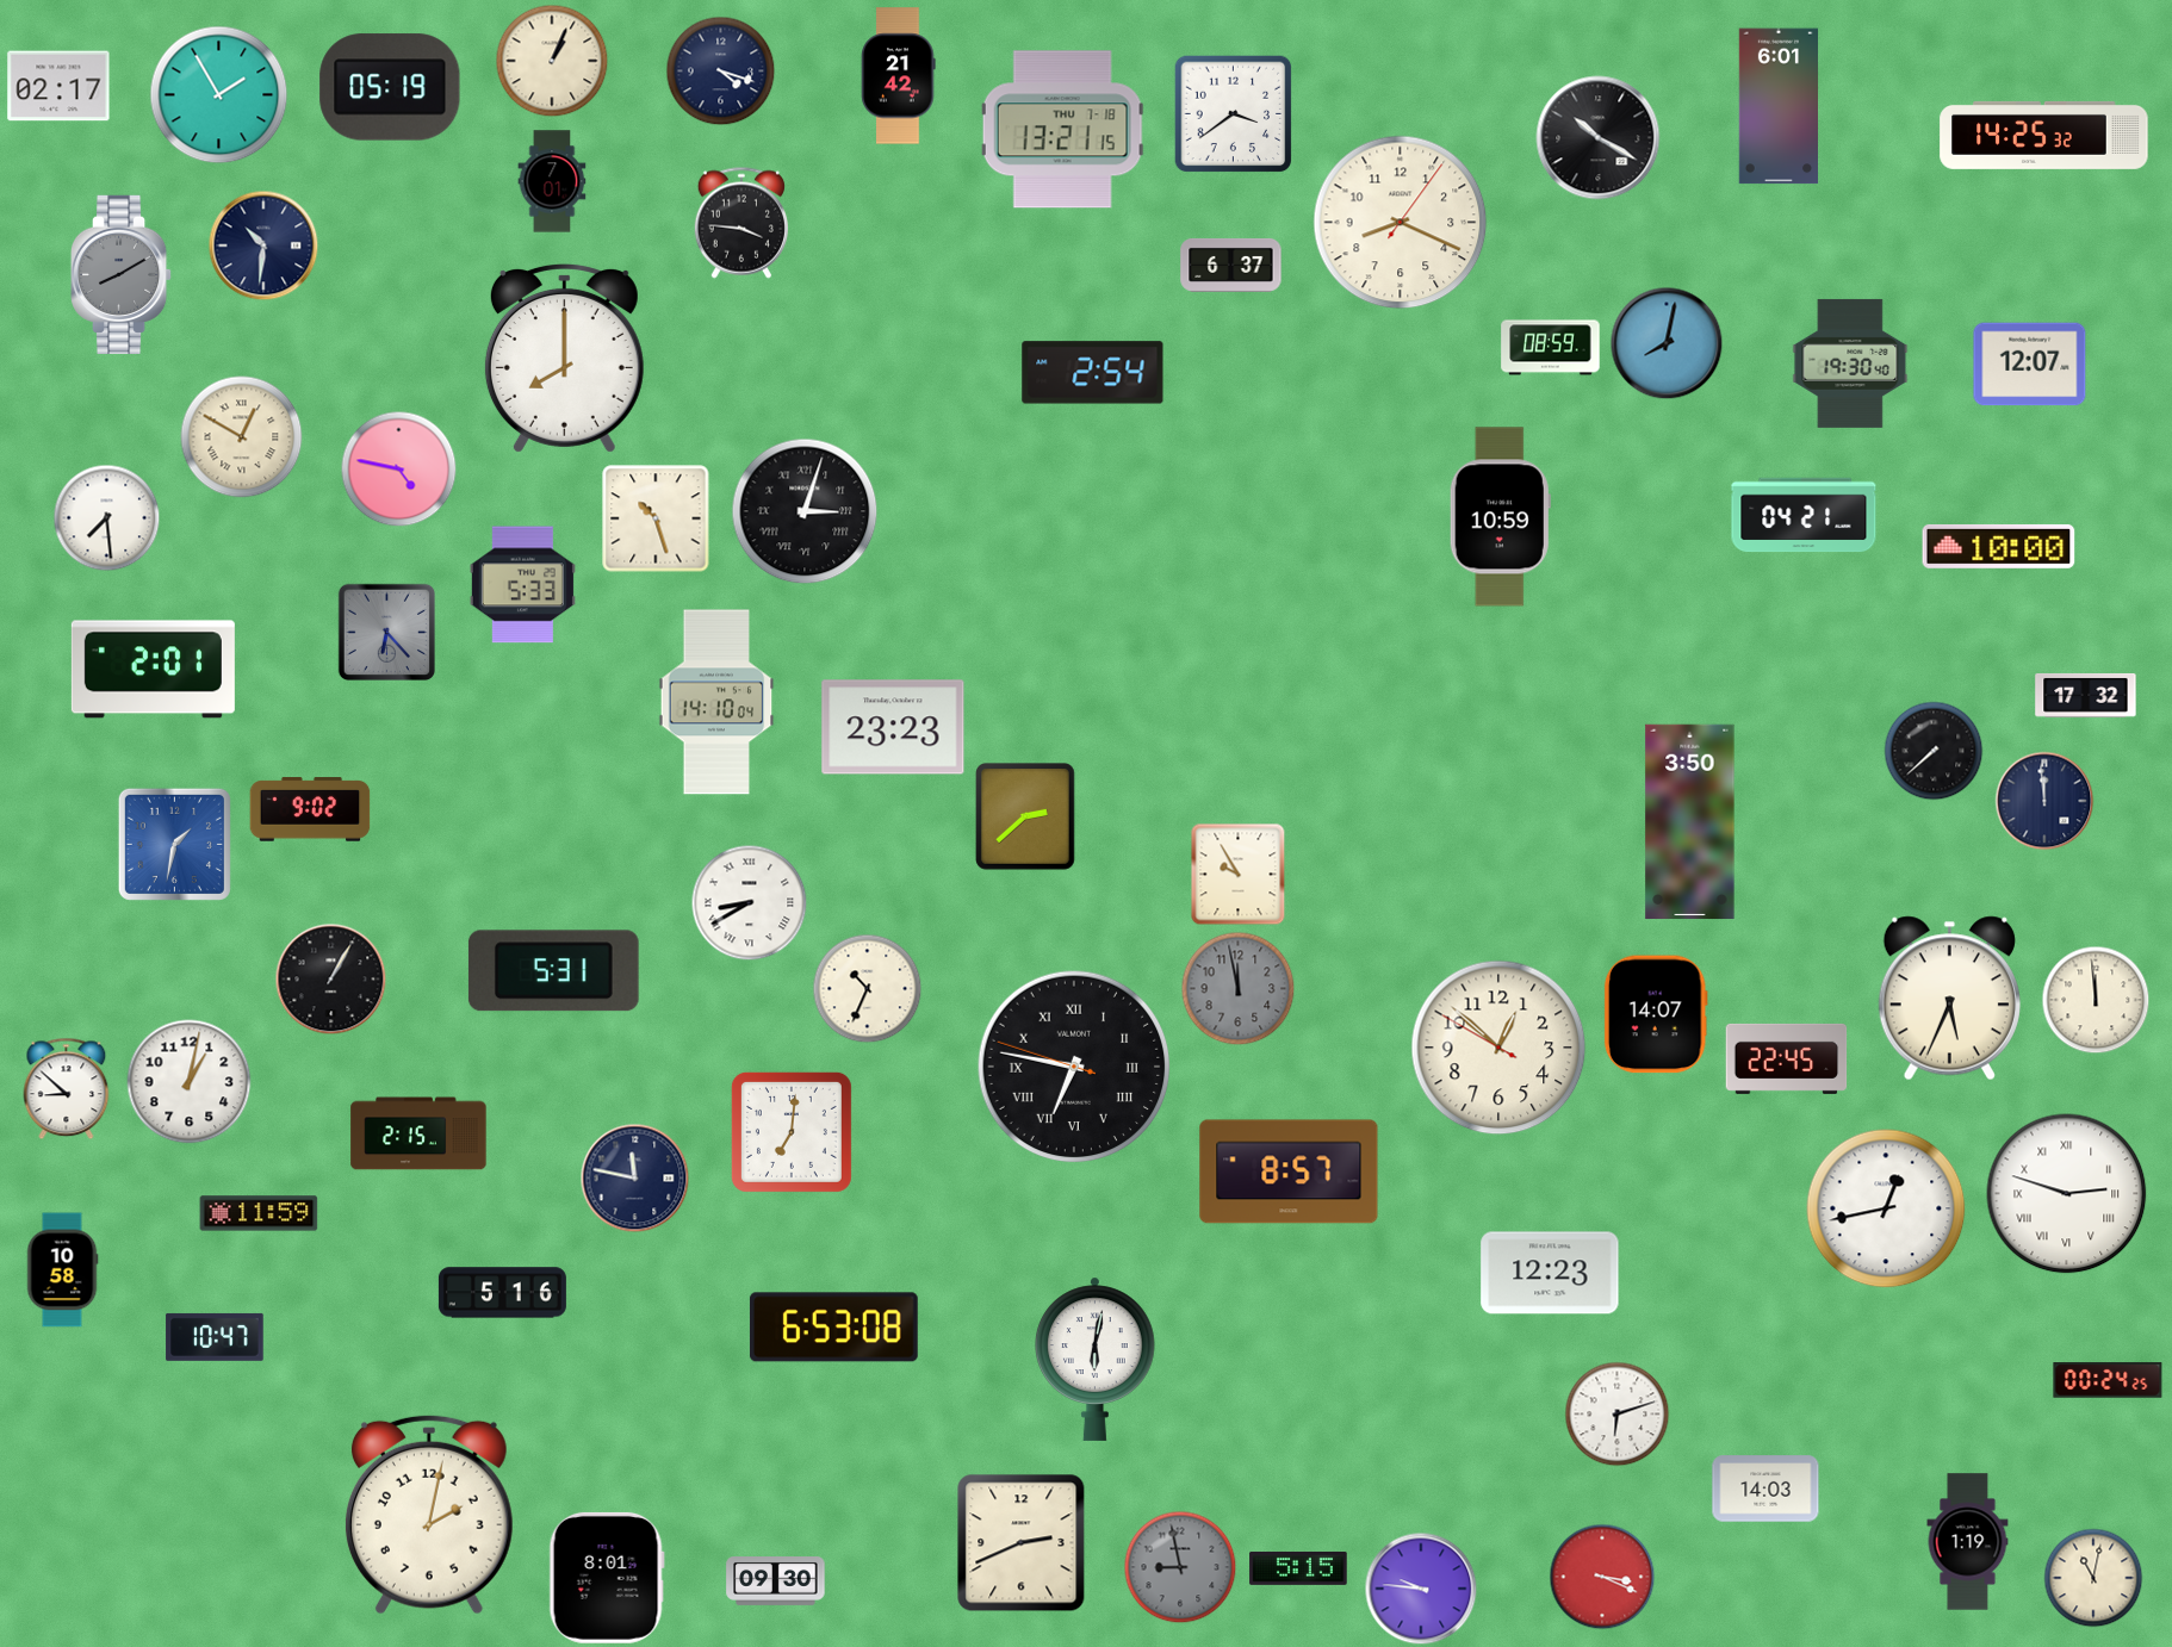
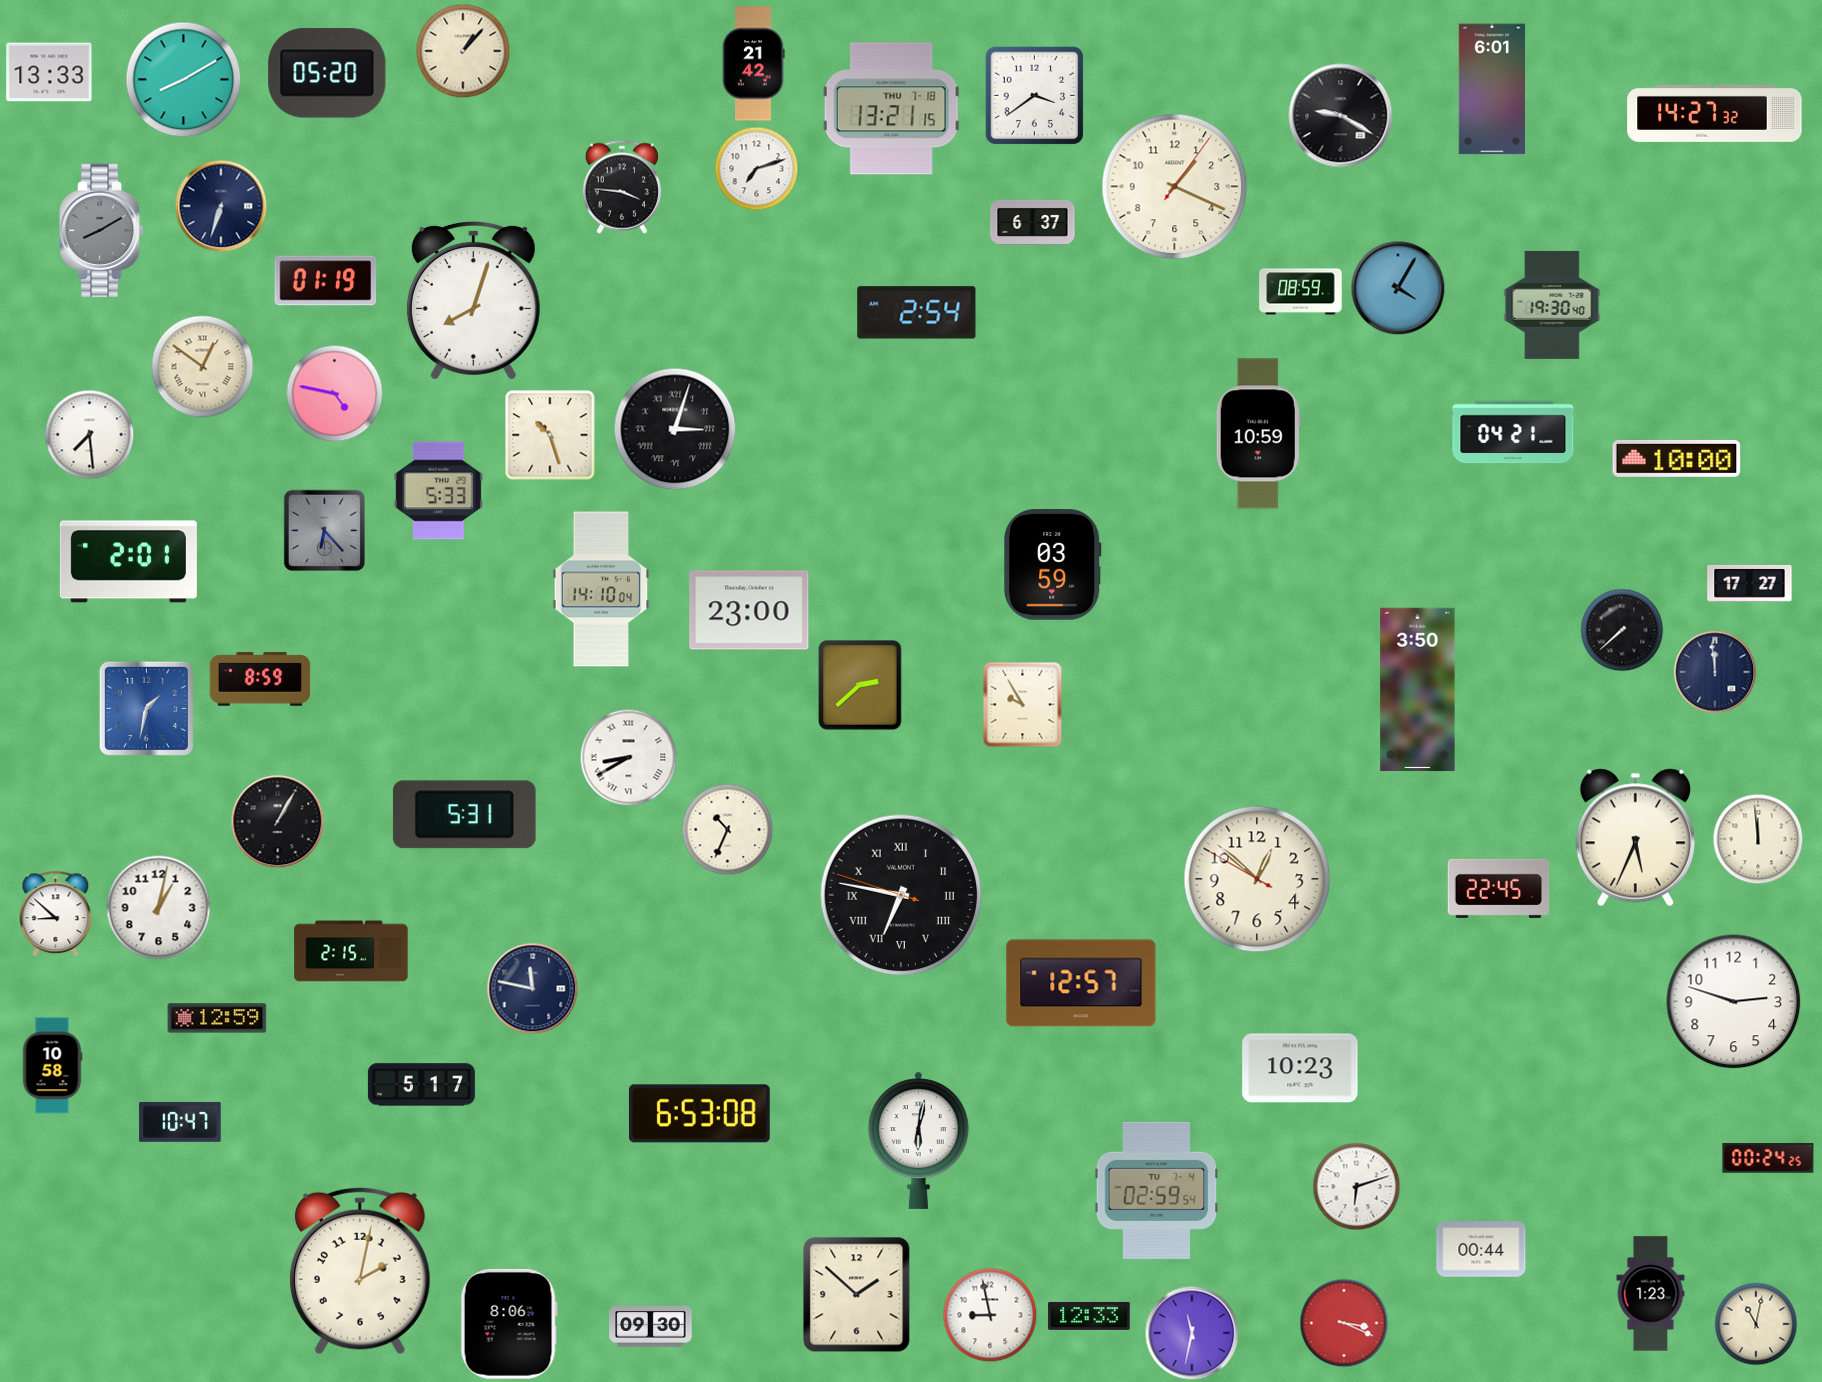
clock at (552, 61): 1:04 -> 1:07
clock at (721, 72): 4:18 -> none
clock at (58, 86): 02:17 -> 13:33
clock at (390, 87): 05:19 -> 05:20
clock at (219, 95): 1:55 -> 8:10
clock at (2044, 135): 14:25 -> 14:27
clock at (1599, 138): 10:20 -> 9:20
clock at (552, 181): 7:01 -> none
clock at (757, 169): none -> 7:12
clock at (1401, 223): 8:19 -> 1:19
clock at (263, 246): 10:31 -> 6:33
clock at (326, 281): none -> 01:19
clock at (1667, 343): 8:02 -> 4:05
clock at (564, 358): 8:00 -> 8:03
clock at (2030, 365): 12:07 -> none
clock at (242, 437): 12:50 -> 12:51
clock at (1053, 565): none -> 03:59
clock at (2086, 695): 17:32 -> 17:27
clock at (893, 727): 23:23 -> 23:00
clock at (310, 809): 9:02 -> 8:59
clock at (1239, 875) position: (1239, 875) -> (1023, 705)
clock at (1239, 989): 11:58 -> none
clock at (1656, 1014): 14:07 -> none
clock at (792, 1132): 7:01 -> none
clock at (1289, 1171): 8:57 -> 12:57
clock at (2067, 1194) numerals: Roman -> Arabic
clock at (1886, 1208): 12:43 -> none
clock at (259, 1213): 11:59 -> 12:59
clock at (1550, 1273): 12:23 -> 10:23
clock at (502, 1293): 5:16 -> 5:17
clock at (1157, 1190): none -> 02:59
clock at (1765, 1488): 14:03 -> 00:44
clock at (1968, 1542): 1:19 -> 1:23
clock at (1022, 1543): 2:41 -> 1:52
clock at (1180, 1567) dial: grey -> white
clock at (1298, 1568): 5:15 -> 12:33
clock at (607, 1578): 8:01 -> 8:06
clock at (1421, 1589): 9:46 -> 11:32
